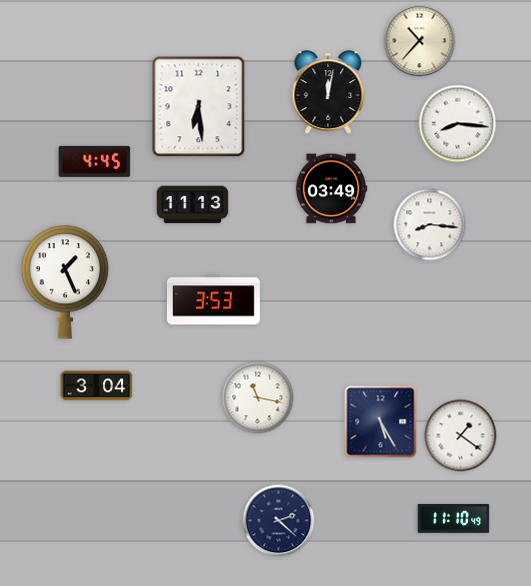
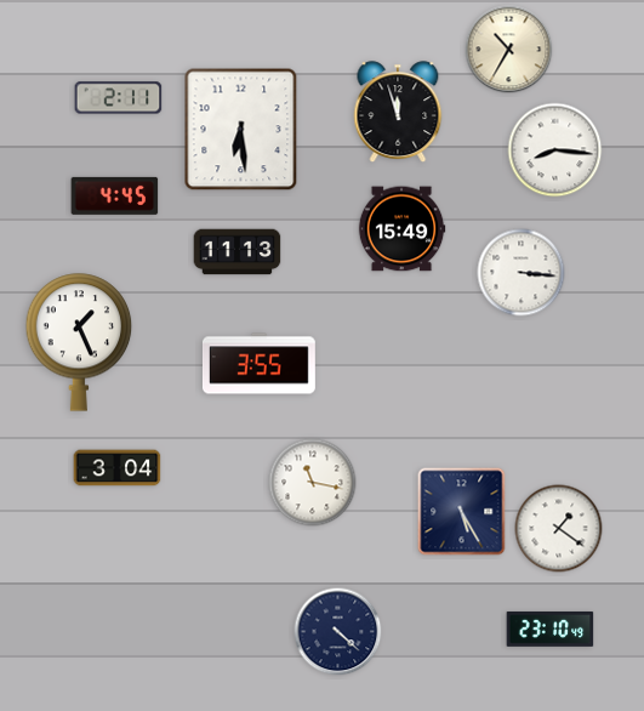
clock at (420, 41): 10:37 -> 10:35
clock at (119, 98): none -> 2:11
clock at (328, 92): 12:02 -> 11:57
clock at (331, 189): 03:49 -> 15:49
clock at (193, 205) position: (193, 205) -> (238, 252)
clock at (430, 225): 8:16 -> 3:16
clock at (213, 300): 3:53 -> 3:55
clock at (454, 519): 11:10 -> 23:10
clock at (279, 521): 2:22 -> 4:22
